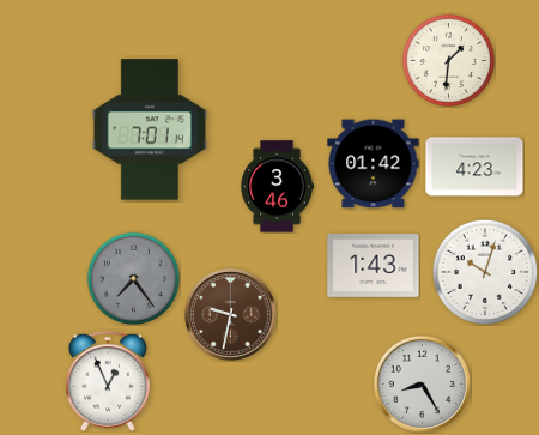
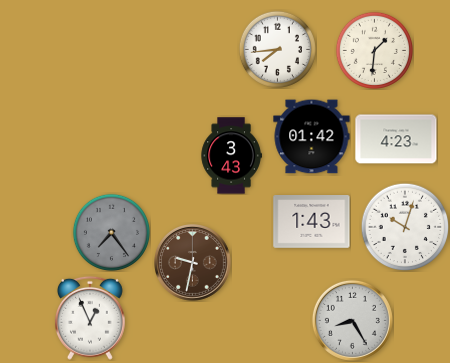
clock at (277, 49): none -> 7:44
clock at (150, 129): 7:01 -> none
clock at (277, 187): 3:46 -> 3:43
